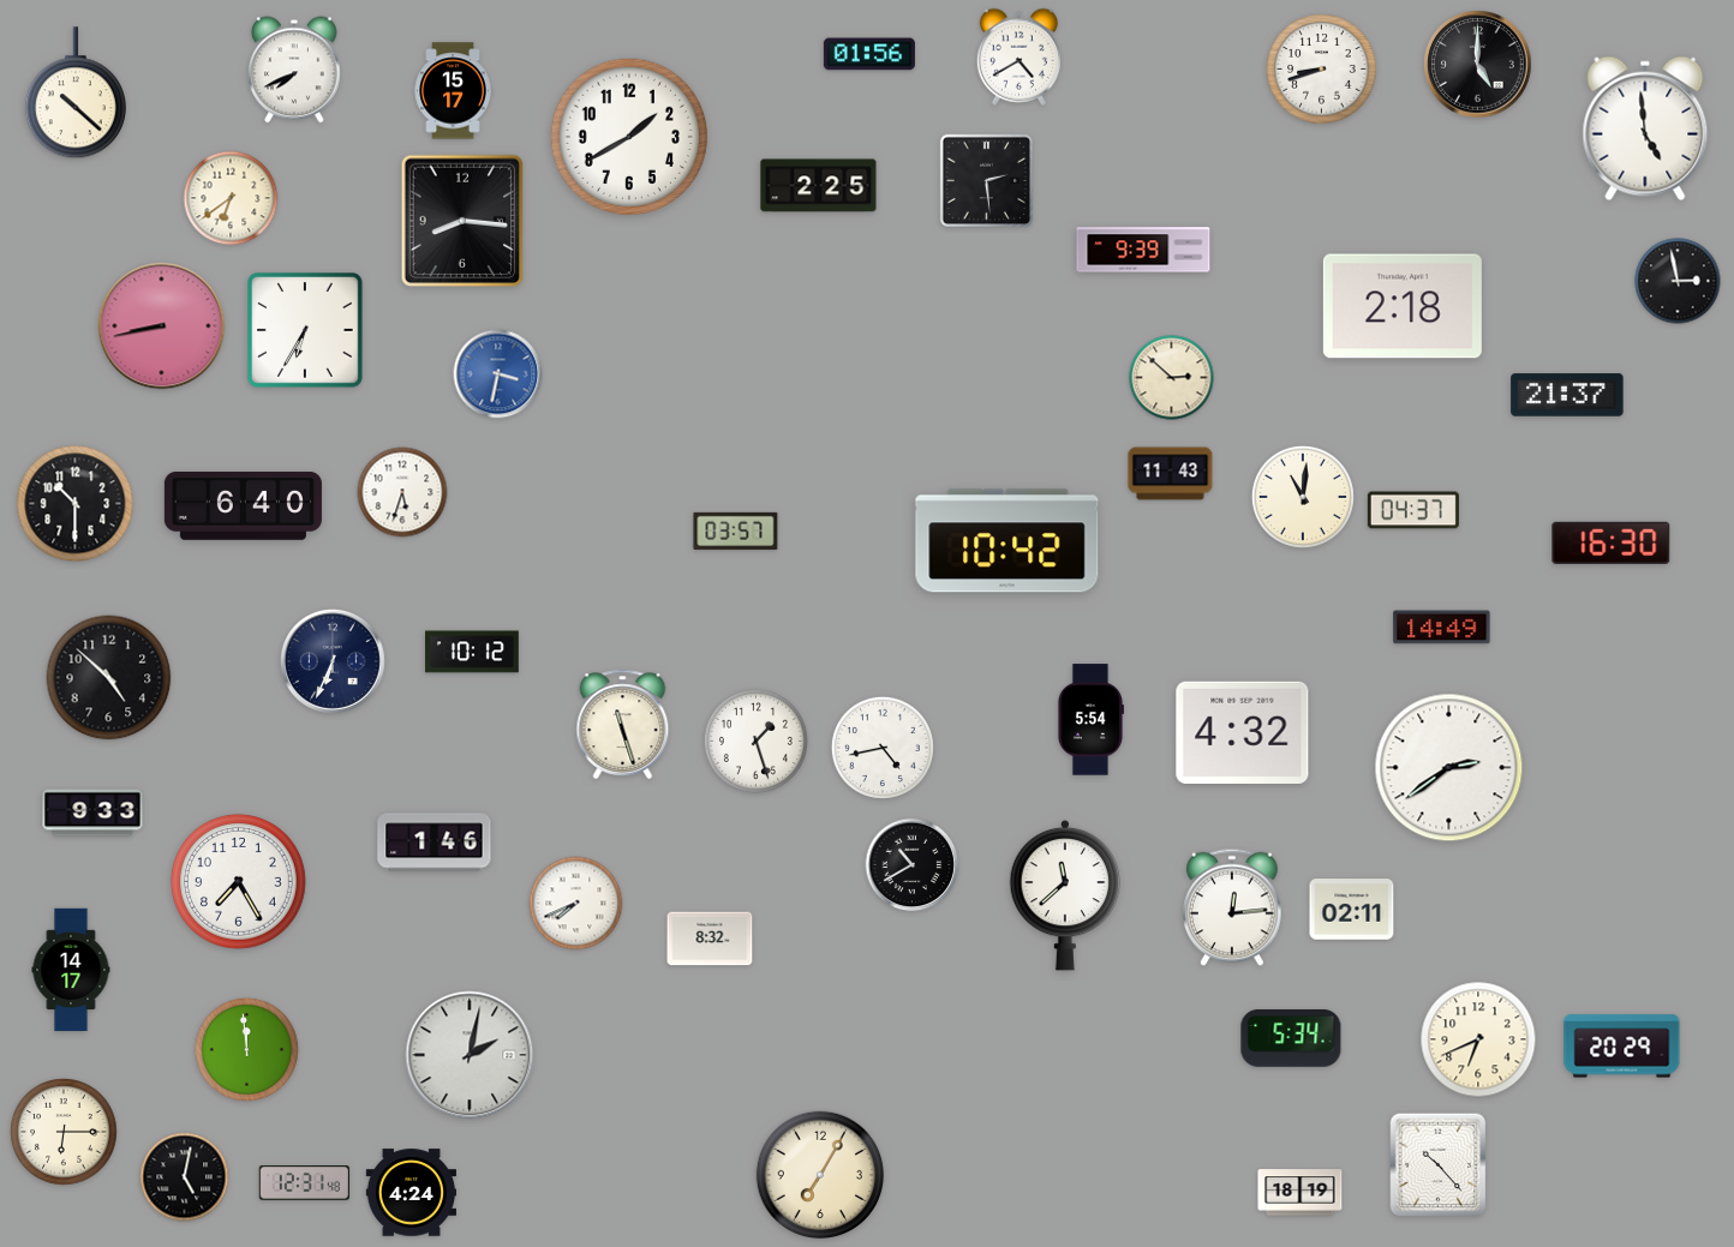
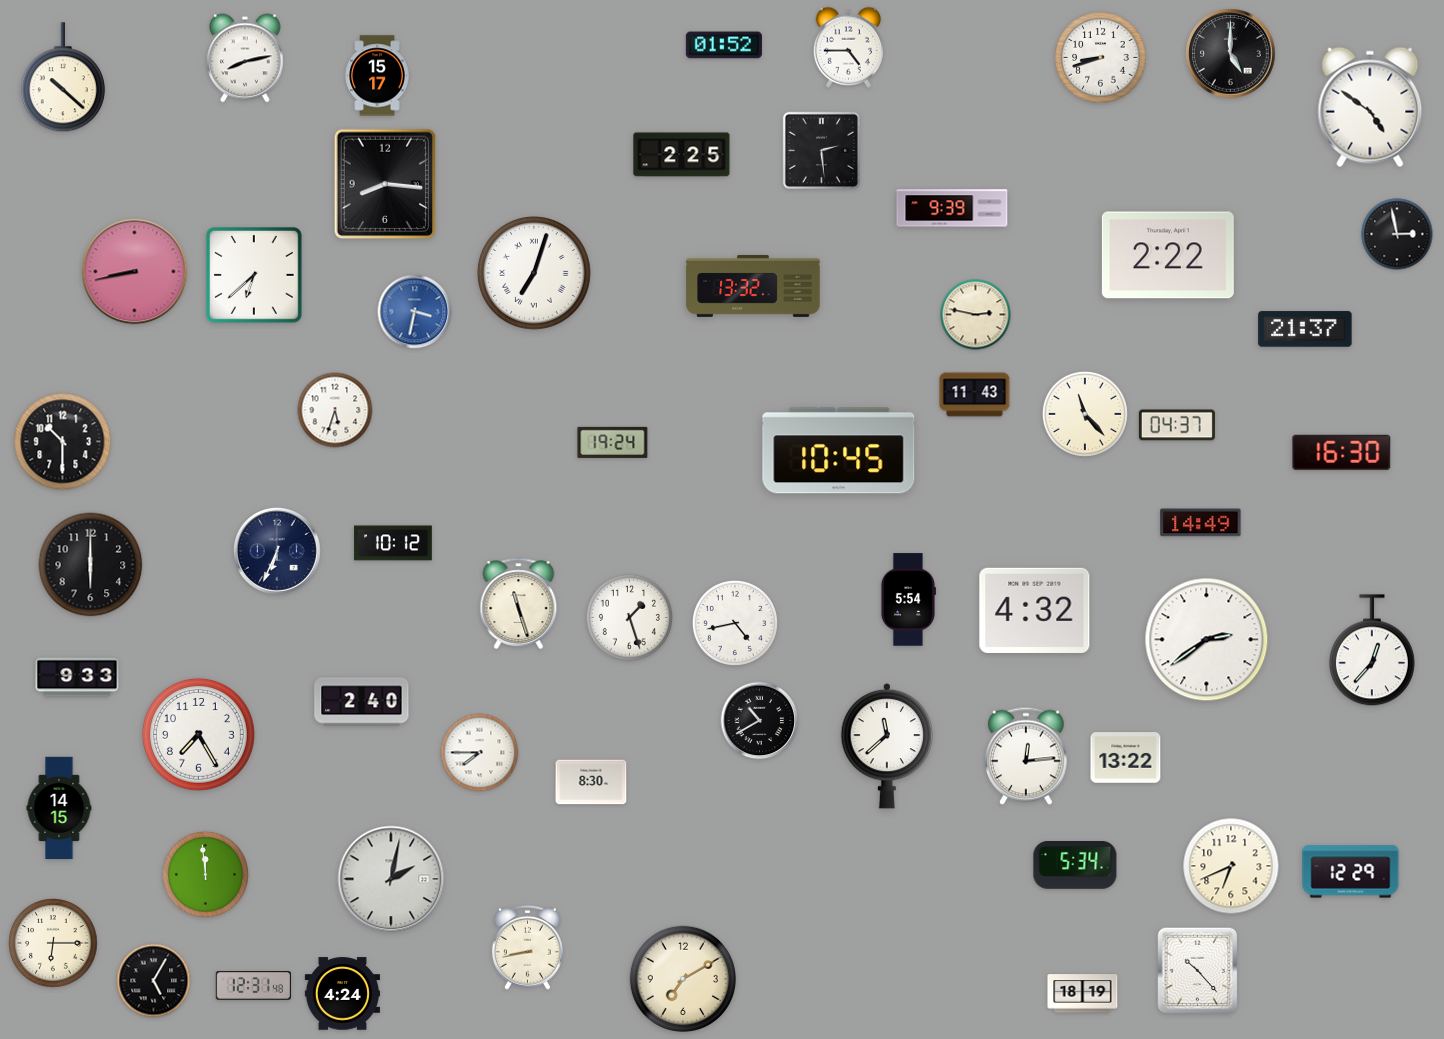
clock at (869, 54): 01:56 -> 01:52
clock at (1018, 56): 4:40 -> 4:45
clock at (294, 70): 7:41 -> 8:13
clock at (1645, 128): 4:59 -> 4:51
clock at (628, 136): 1:40 -> none
clock at (231, 198): 6:39 -> none
clock at (1403, 306): 2:18 -> 2:22
clock at (535, 274): none -> 7:03
clock at (306, 331): 6:35 -> 6:38
clock at (753, 286): none -> 13:32
clock at (1172, 378): 2:52 -> 2:47
clock at (1303, 497): 11:01 -> 11:23
clock at (76, 504) position: (76, 504) -> (63, 442)
clock at (243, 505): 6:40 -> none
clock at (736, 530): 03:57 -> 19:24
clock at (1007, 541): 10:42 -> 10:45
clock at (109, 678): 4:52 -> 6:00
clock at (1372, 651): none -> 12:37
clock at (435, 843): 1:46 -> 2:40
clock at (576, 904): 7:41 -> 7:45
clock at (1352, 910): 02:11 -> 13:22
clock at (710, 939): 8:32 -> 8:30
clock at (71, 970): 14:17 -> 14:15
clock at (1622, 1047): 20:29 -> 12:29
clock at (527, 947): none -> 8:43
clock at (820, 1175): 7:05 -> 7:10
clock at (185, 1177): 5:02 -> 5:05
